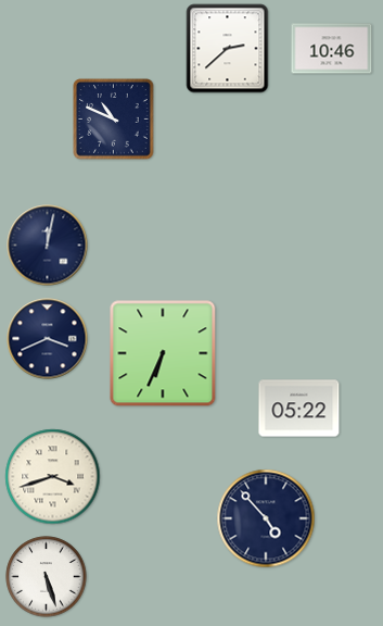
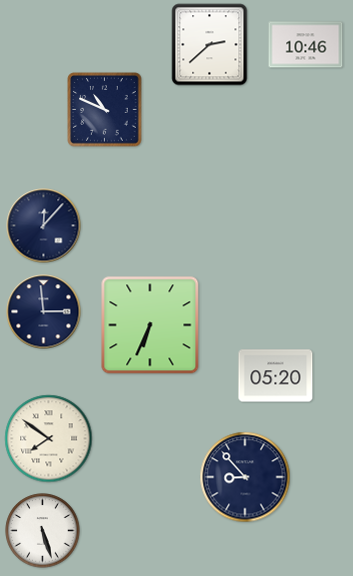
clock at (48, 246): 12:02 -> 12:07
clock at (48, 339): 3:41 -> 2:59
clock at (299, 409): 05:22 -> 05:20
clock at (53, 477): 3:42 -> 7:51
clock at (266, 518): 4:53 -> 8:53
